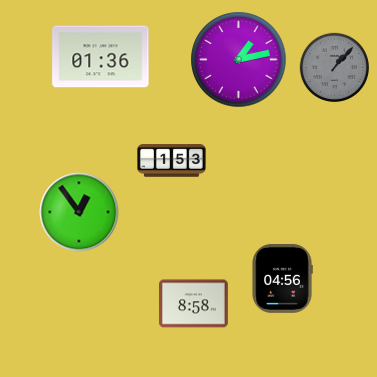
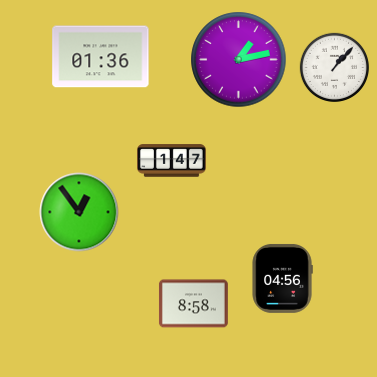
clock at (334, 67) dial: grey -> white
clock at (172, 161): 1:53 -> 1:47
